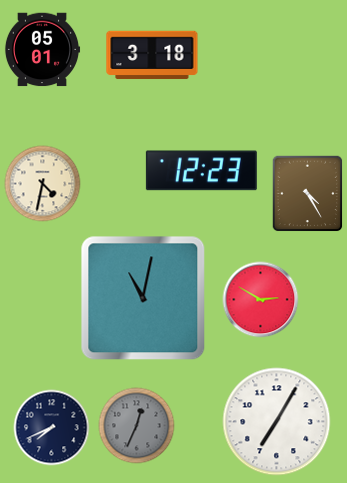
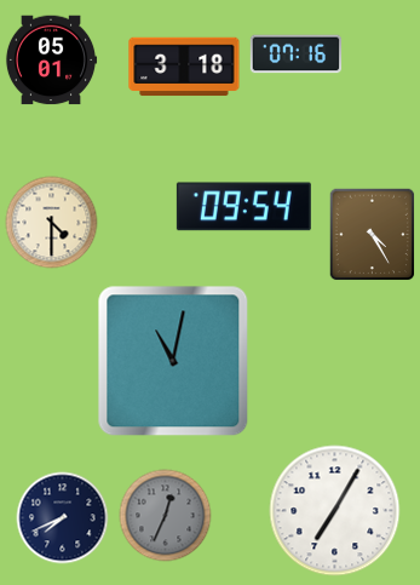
clock at (297, 55): none -> 07:16
clock at (201, 171): 12:23 -> 09:54
clock at (43, 184): 4:32 -> 4:30
clock at (261, 300): 2:50 -> none
